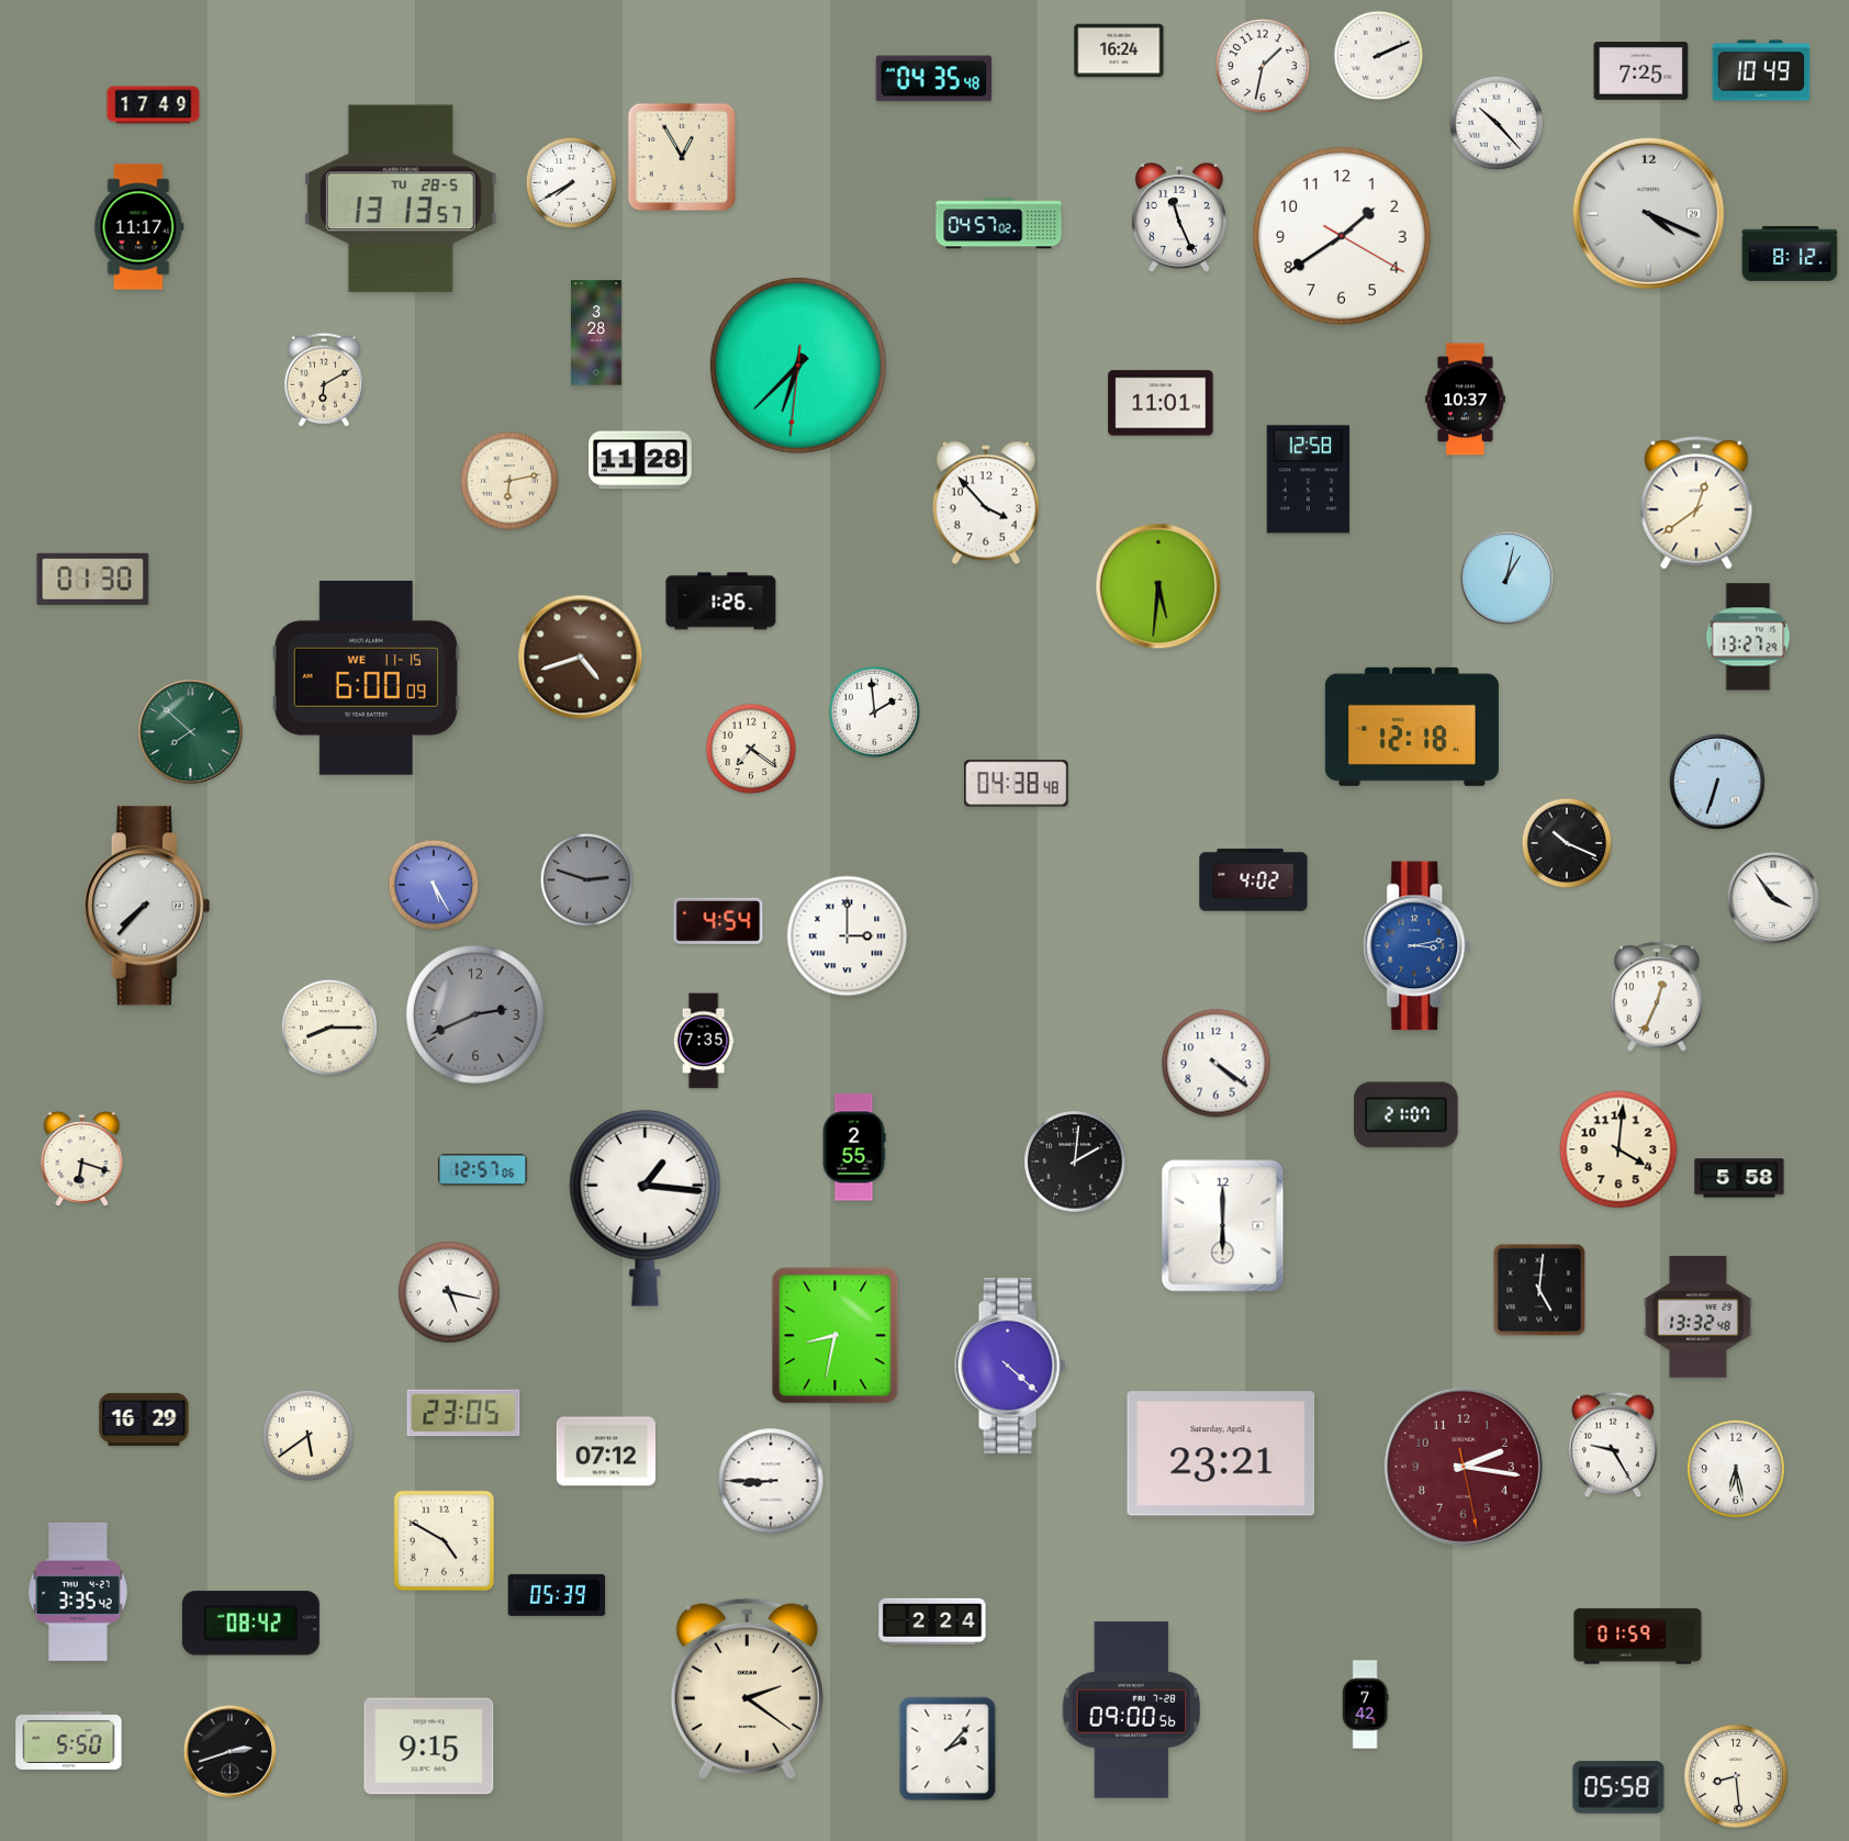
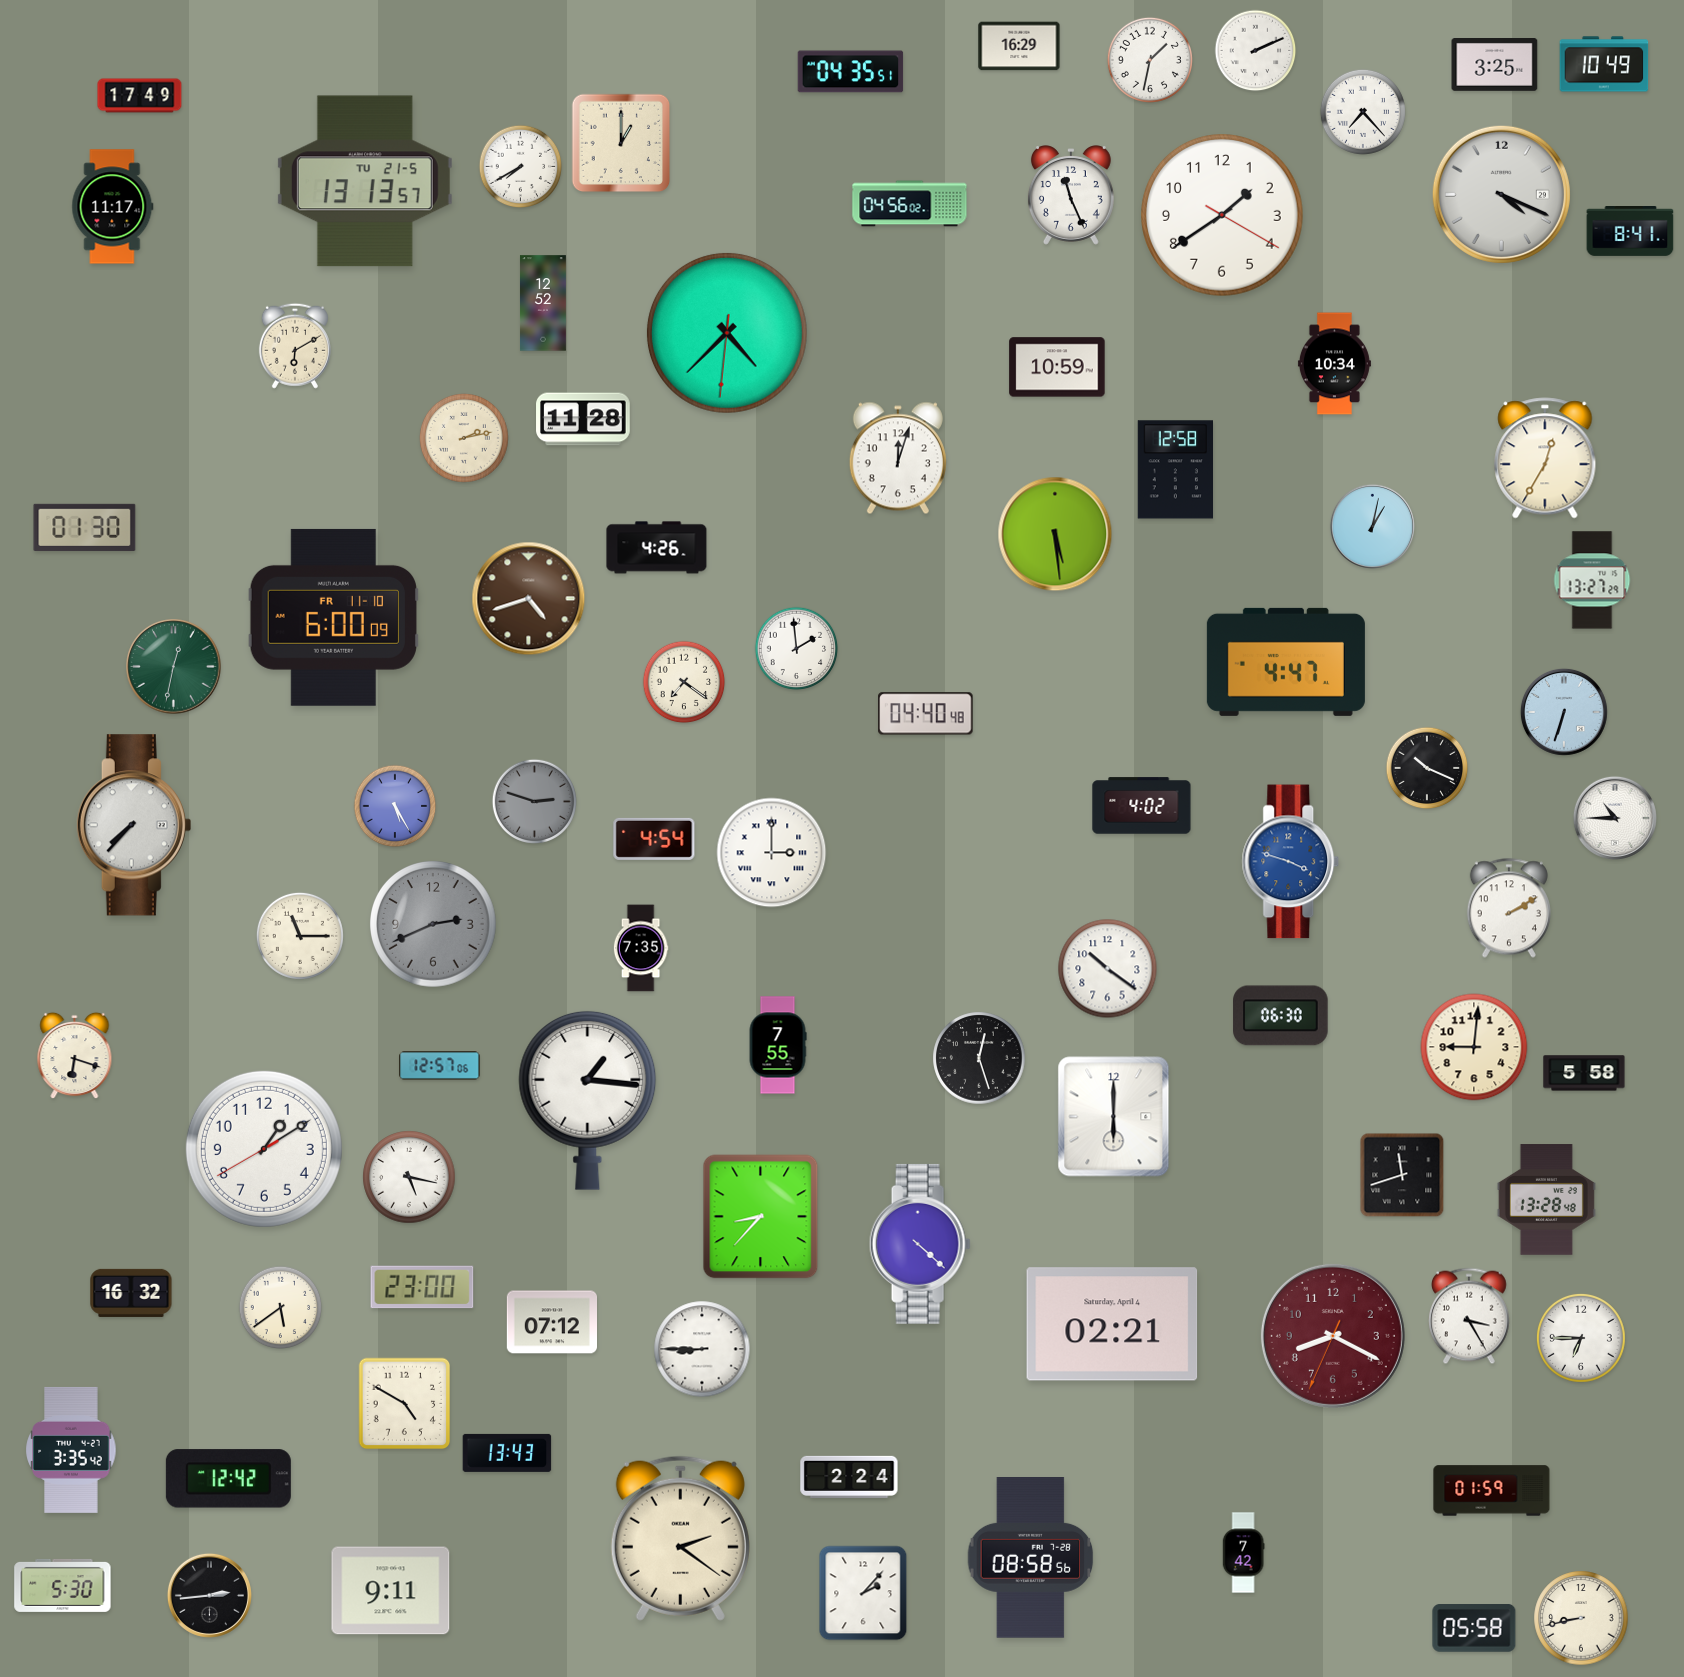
clock at (1119, 50): 16:24 -> 16:29
clock at (1641, 71): 7:25 -> 3:25
clock at (934, 79): 04:35:48 -> 04:35:51
clock at (1497, 123): 10:23 -> 7:23
clock at (682, 157): 12:55 -> 1:00
clock at (401, 199) date: TU 28-5 -> TU 21-5
clock at (1179, 217) position: (1179, 217) -> (1071, 195)
clock at (999, 224): 04:57 -> 04:56
clock at (139, 227) position: (139, 227) -> (113, 207)
clock at (1790, 255): 8:12 -> 8:41
clock at (596, 333): 3:28 -> 12:52
clock at (798, 366): 6:37 -> 4:37
clock at (1465, 400): 10:37 -> 10:34
clock at (1161, 403): 11:01 -> 10:59
clock at (1308, 480) position: (1308, 480) -> (1175, 470)
clock at (509, 481): 6:13 -> 2:13
clock at (986, 503): 3:53 -> 12:03
clock at (1696, 503): 12:39 -> 12:35
clock at (1158, 586): 5:31 -> 5:29
clock at (721, 602): 1:26 -> 4:26
clock at (366, 677) date: WE 11-15 -> FR 11-10
clock at (1412, 727): 12:18 -> 4:47
clock at (191, 732): 7:52 -> 12:32
clock at (1017, 784): 04:38 -> 04:40
clock at (1254, 880) position: (1254, 880) -> (1142, 806)
clock at (1773, 898): 3:54 -> 10:45
clock at (1417, 946): 3:13 -> 3:48
clock at (1657, 997): 12:34 -> 2:10
clock at (329, 1028): 8:15 -> 11:15
clock at (1217, 1064): 4:21 -> 10:21
clock at (1407, 1115): 21:07 -> 06:30
clock at (854, 1147): 2:55 -> 7:55
clock at (1618, 1149): 4:01 -> 9:01
clock at (1075, 1161): 2:01 -> 12:27
clock at (264, 1149): none -> 1:09
clock at (1539, 1290): 5:01 -> 11:42
clock at (1697, 1317): 13:32 -> 13:28
clock at (836, 1336): 8:32 -> 8:37
clock at (463, 1413): 23:05 -> 23:00
clock at (144, 1419): 16:29 -> 16:32
clock at (1614, 1445): 9:25 -> 3:25
clock at (1221, 1453): 23:21 -> 02:21
clock at (1464, 1467): 2:16 -> 8:19
clock at (1736, 1469): 6:28 -> 6:45
clock at (557, 1595): 05:39 -> 13:43
clock at (250, 1624): 08:42 -> 12:42
clock at (1132, 1710): 09:00 -> 08:58
clock at (69, 1740): 5:50 -> 5:30
clock at (429, 1747): 9:15 -> 9:11
clock at (229, 1751): 2:42 -> 2:44
clock at (1736, 1776): 8:29 -> 8:43
